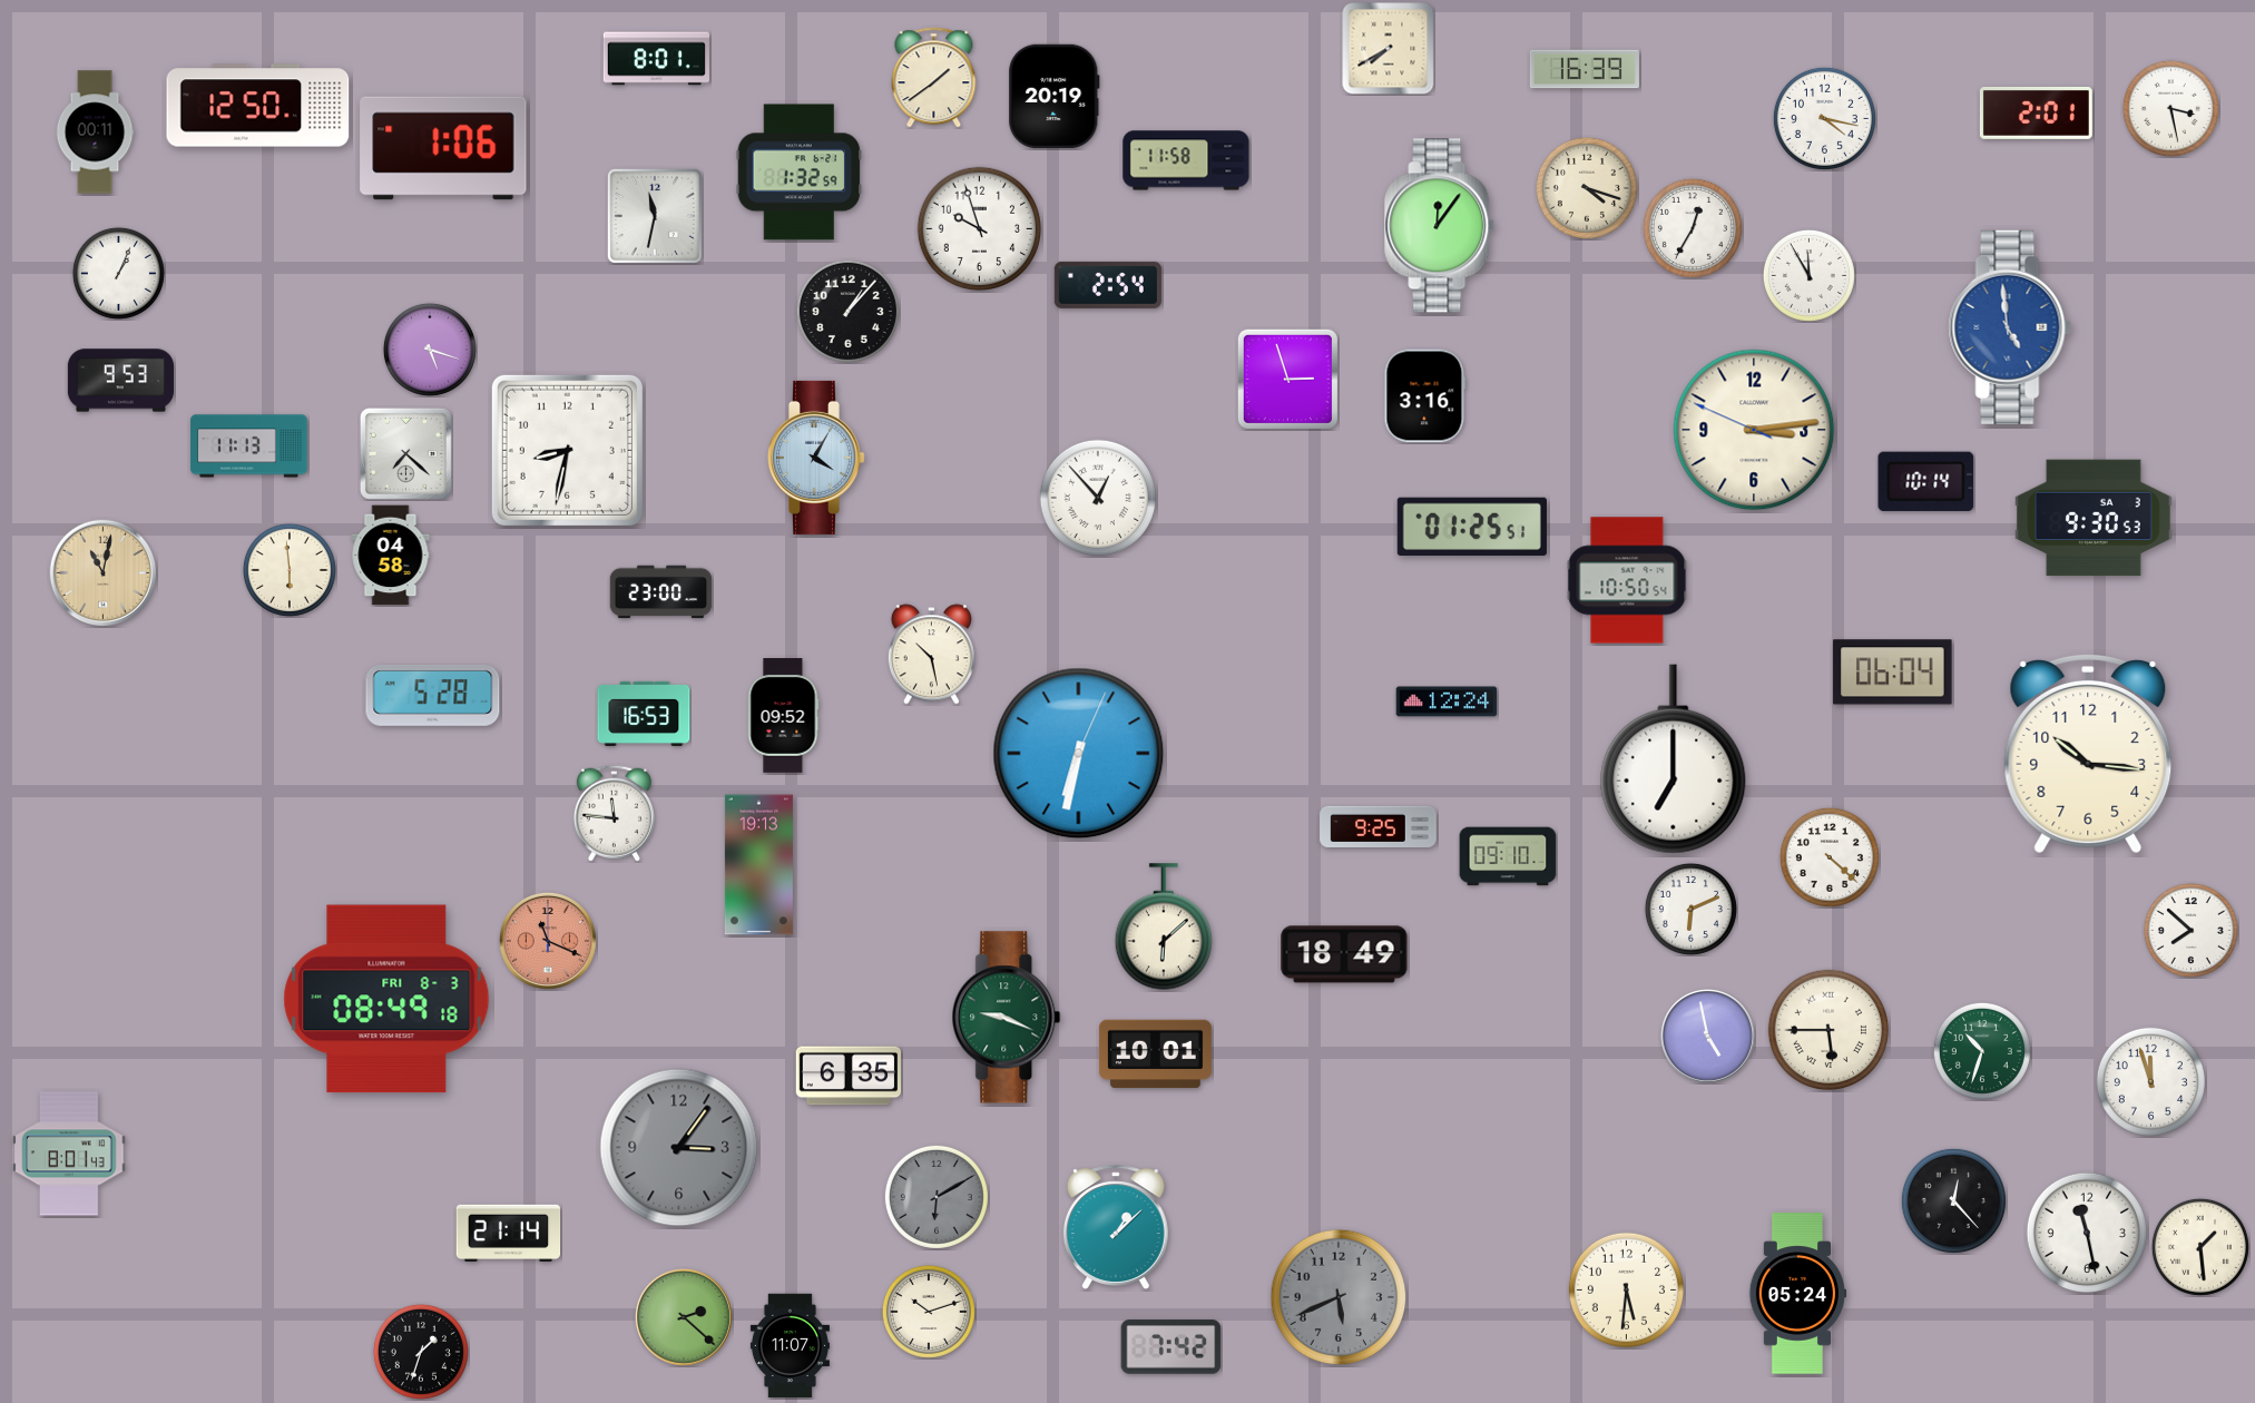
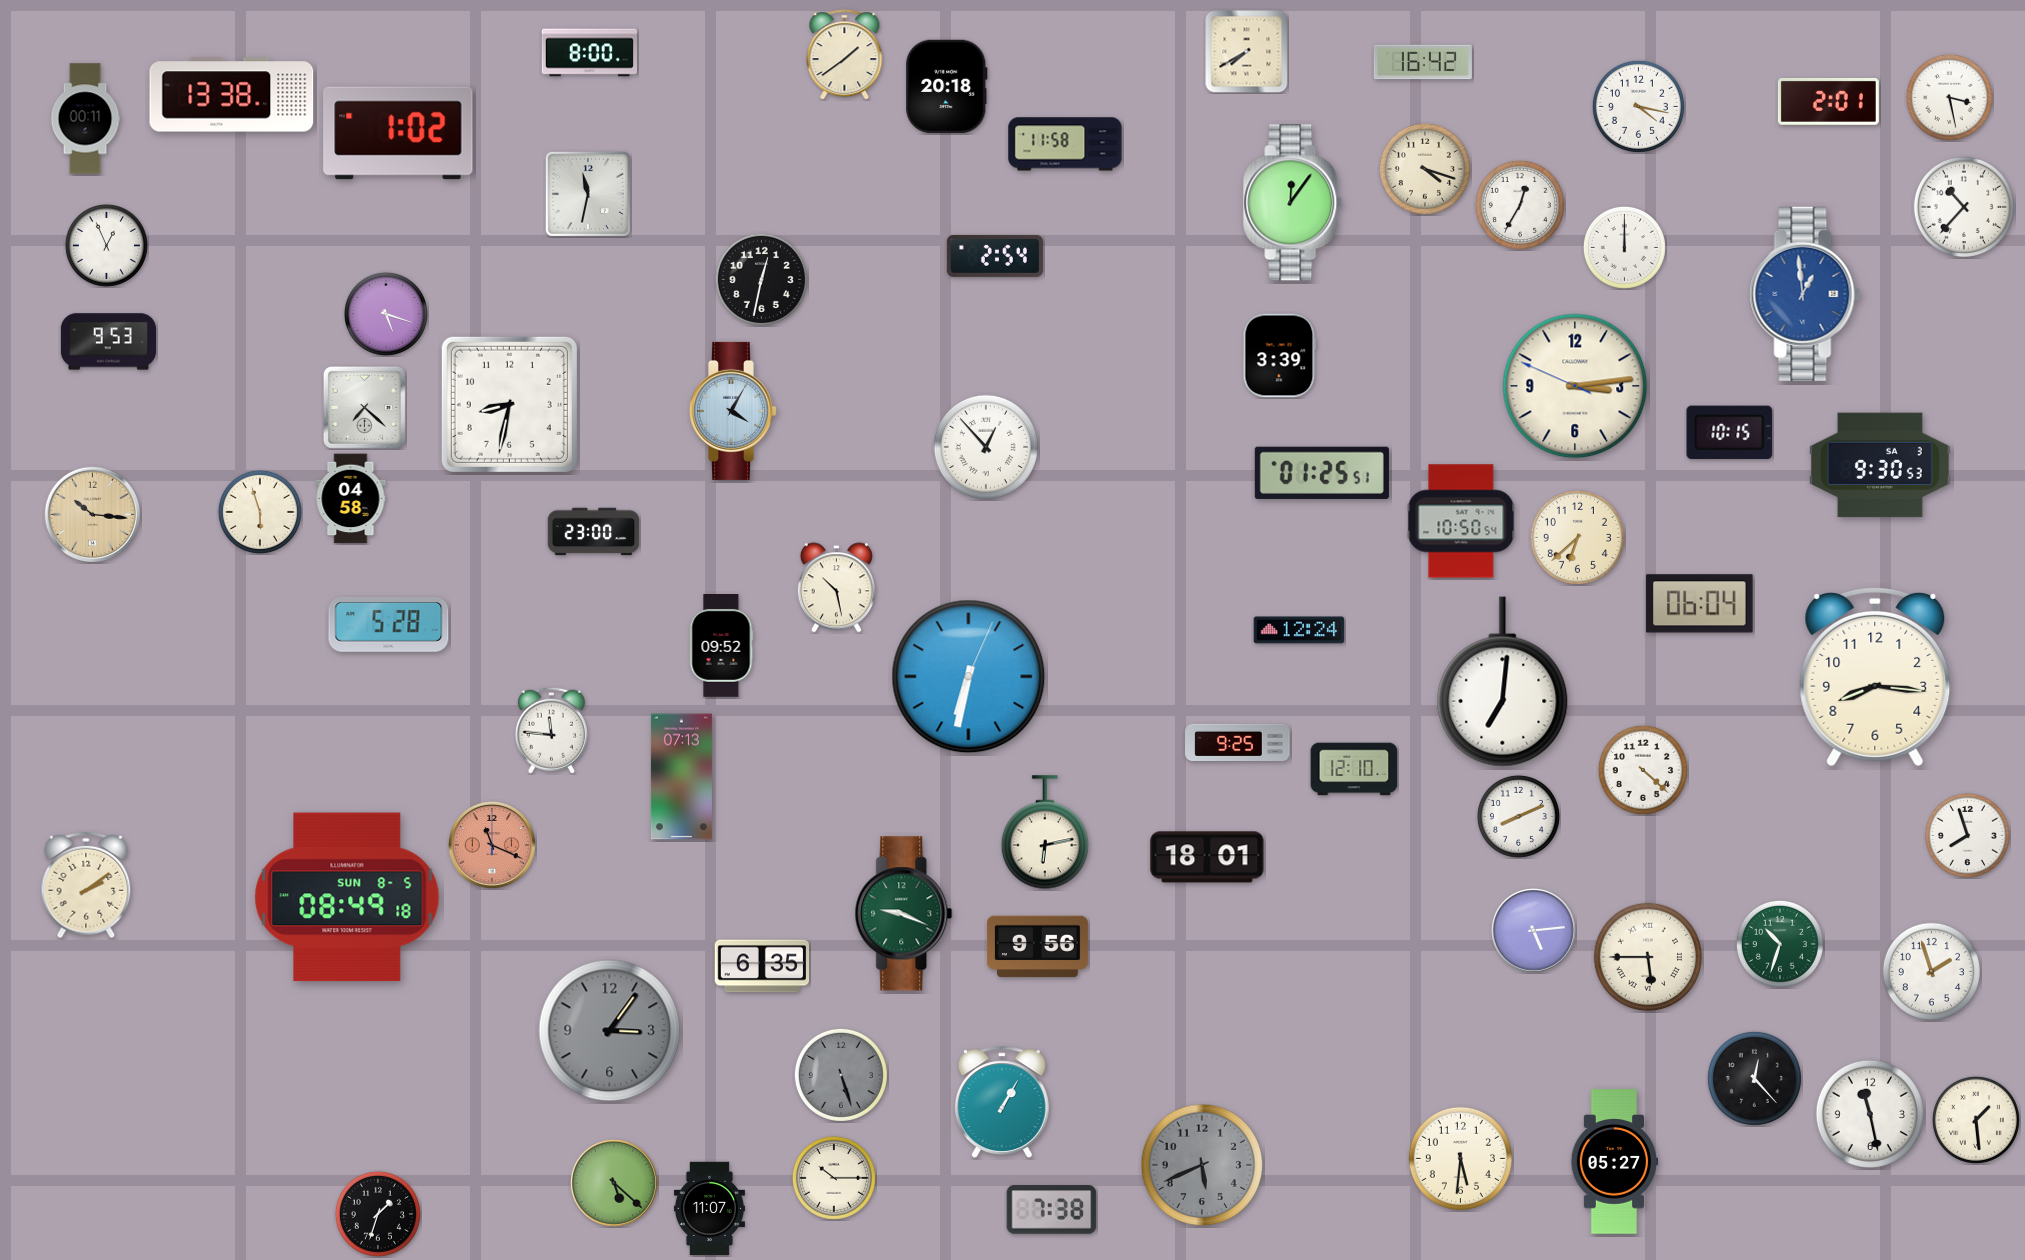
clock at (1389, 49) position: (1389, 49) -> (1247, 52)
clock at (656, 59): 8:01 -> 8:00
clock at (1585, 69): 16:39 -> 16:42
clock at (934, 78) position: (934, 78) -> (845, 55)
clock at (1055, 96): 20:19 -> 20:18
clock at (258, 106): 12:50 -> 13:38
clock at (443, 148): 1:06 -> 1:02
clock at (800, 173): 1:32 -> none
clock at (979, 228): 9:57 -> none
clock at (1964, 207): none -> 10:37
clock at (118, 273): 1:04 -> 12:56
clock at (1808, 275): 11:55 -> 12:00
clock at (847, 311): 1:07 -> 12:32
clock at (2010, 327): 4:59 -> 12:59
clock at (1287, 379): 2:57 -> none
clock at (1425, 396): 3:16 -> 3:39
clock at (249, 447): 11:13 -> none
clock at (1926, 481): 10:14 -> 10:15
clock at (290, 570): 5:59 -> 5:57
clock at (102, 572): 11:02 -> 10:16
clock at (1577, 537): none -> 6:38
clock at (644, 714): 16:53 -> none
clock at (783, 716) position: (783, 716) -> (721, 646)
clock at (2088, 754): 10:16 -> 8:16
clock at (1674, 759): 7:00 -> 7:01
clock at (1508, 856): 09:10 -> 12:10
clock at (758, 865): 19:13 -> 07:13
clock at (1690, 909): 6:11 -> 8:11
clock at (1163, 926): 6:08 -> 6:13
clock at (2190, 930): 7:52 -> 7:57
clock at (1344, 954): 18:49 -> 18:01
clock at (86, 885): none -> 2:09
clock at (386, 999) date: FRI 8-3 -> SUN 8-5
clock at (1827, 1029) position: (1827, 1029) -> (1647, 956)
clock at (1708, 1037): 4:58 -> 5:14
clock at (1155, 1054): 10:01 -> 9:56
clock at (2150, 1081): 11:57 -> 1:57
clock at (69, 1154): 8:01 -> none
clock at (937, 1197): 6:10 -> 5:27
clock at (1116, 1227): 1:08 -> 1:05
clock at (2086, 1232) position: (2086, 1232) -> (1869, 1113)
clock at (509, 1233): 21:14 -> none
clock at (1797, 1294): 05:24 -> 05:27
clock at (929, 1312): 10:12 -> 10:15
clock at (684, 1317): 2:22 -> 5:22
clock at (1171, 1347): 7:42 -> 7:38
